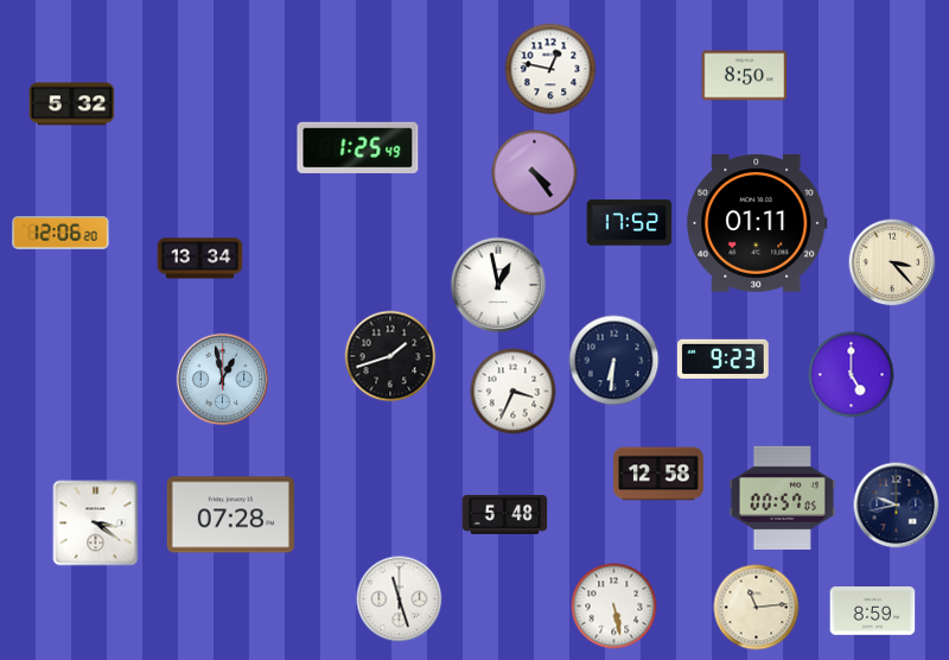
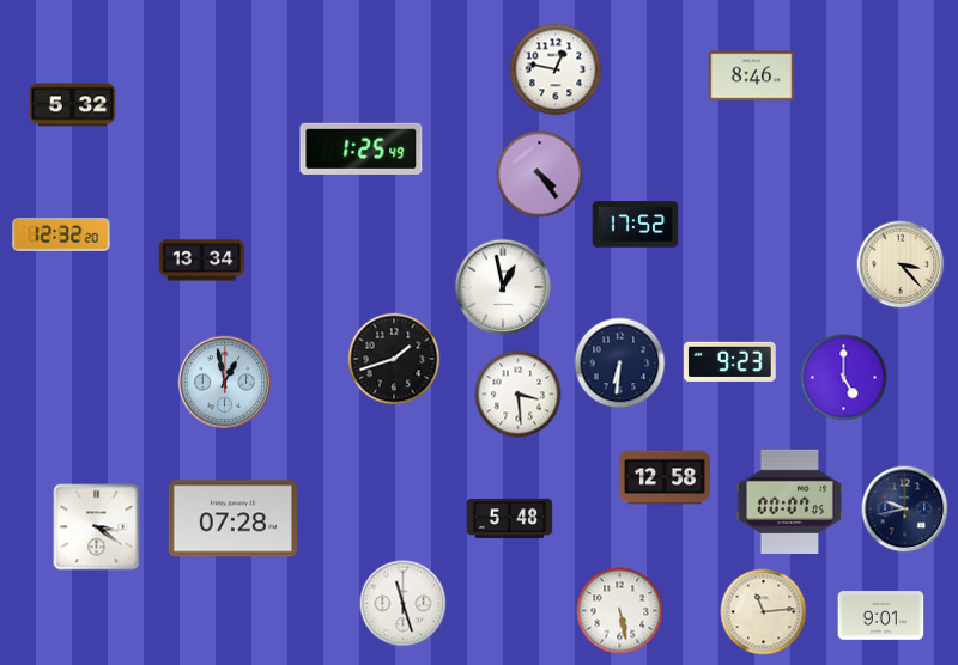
clock at (745, 76): 8:50 -> 8:46
clock at (757, 223): 01:11 -> none
clock at (60, 233): 12:06 -> 12:32
clock at (852, 375) position: (852, 375) -> (844, 378)
clock at (514, 392): 3:34 -> 3:29
clock at (783, 497): 00:57 -> 00:07
clock at (873, 611): 8:59 -> 9:01
